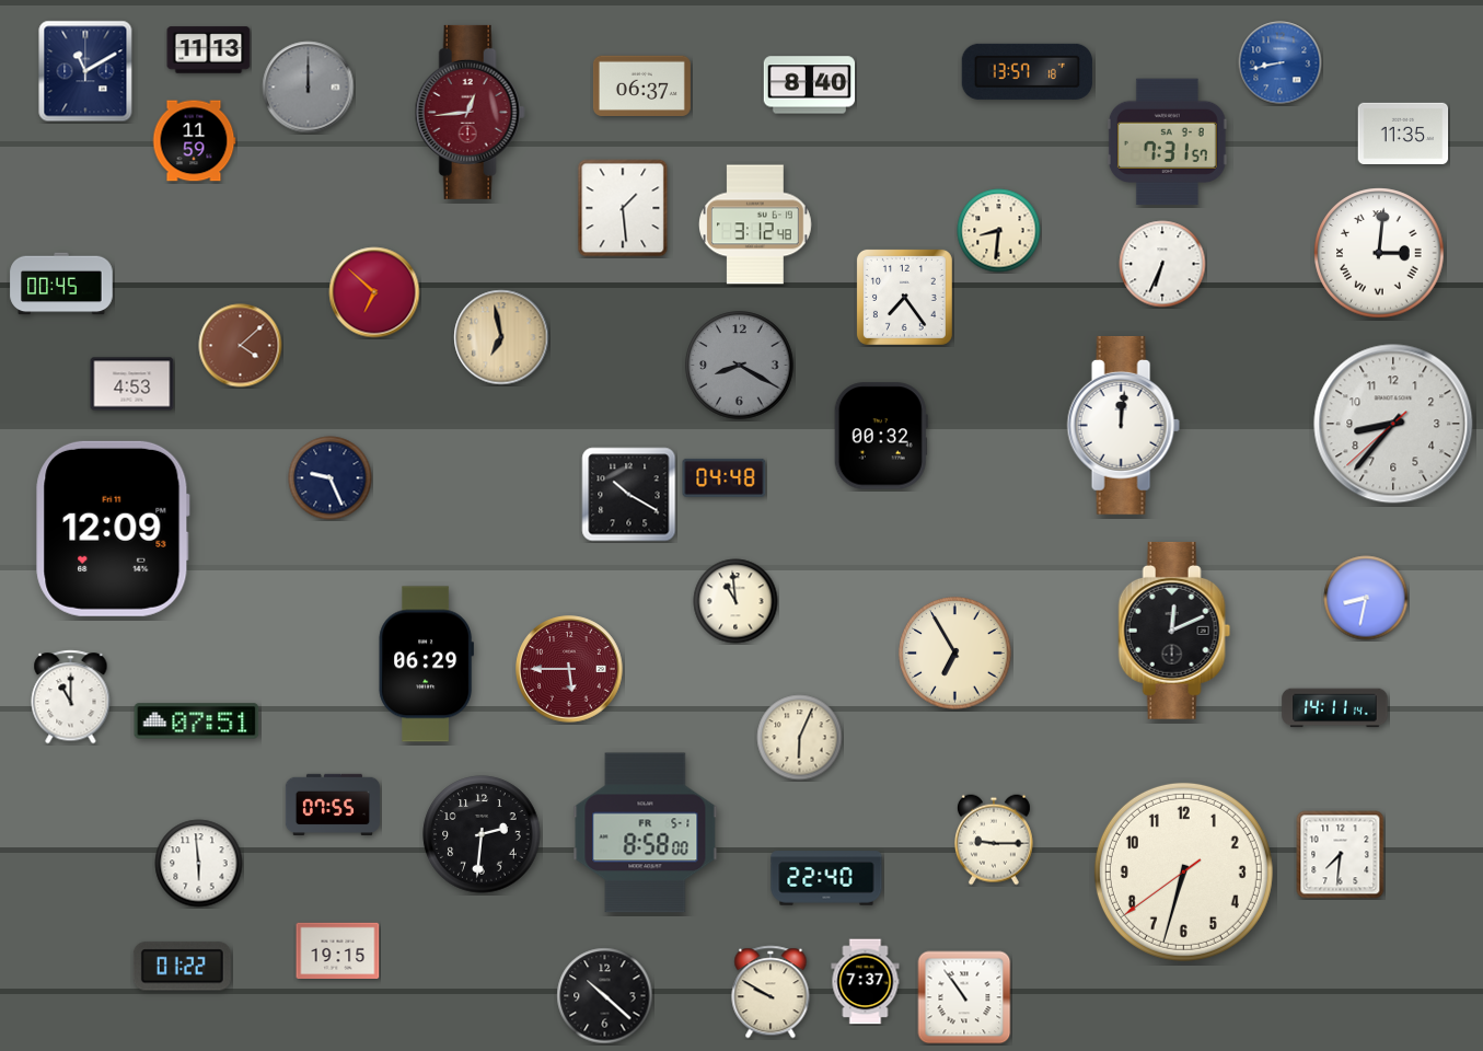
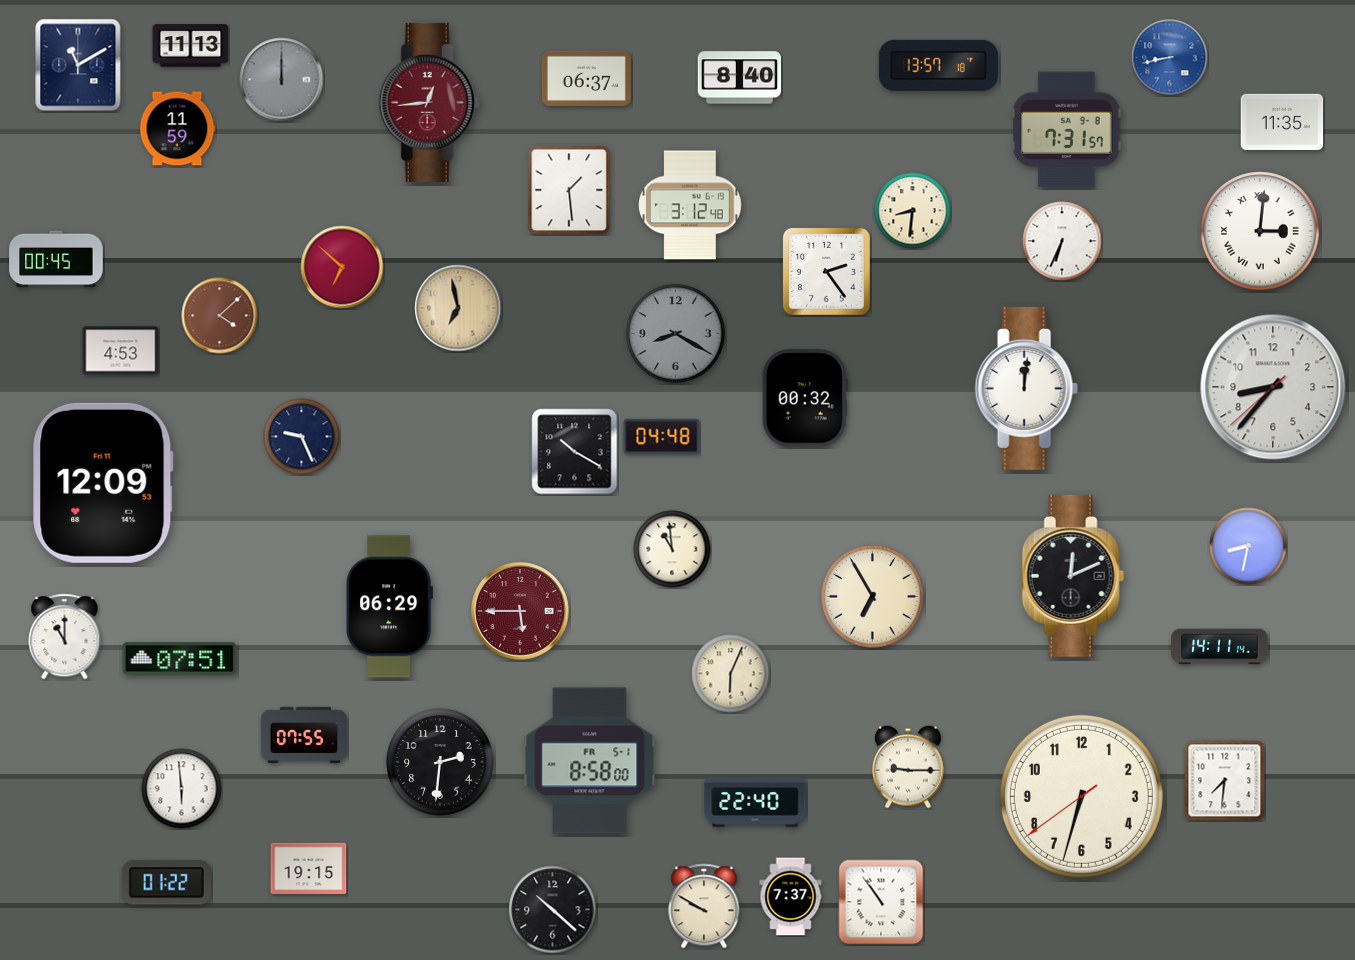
clock at (904, 297): 7:24 -> 2:24
clock at (964, 997) position: (964, 997) -> (881, 902)
